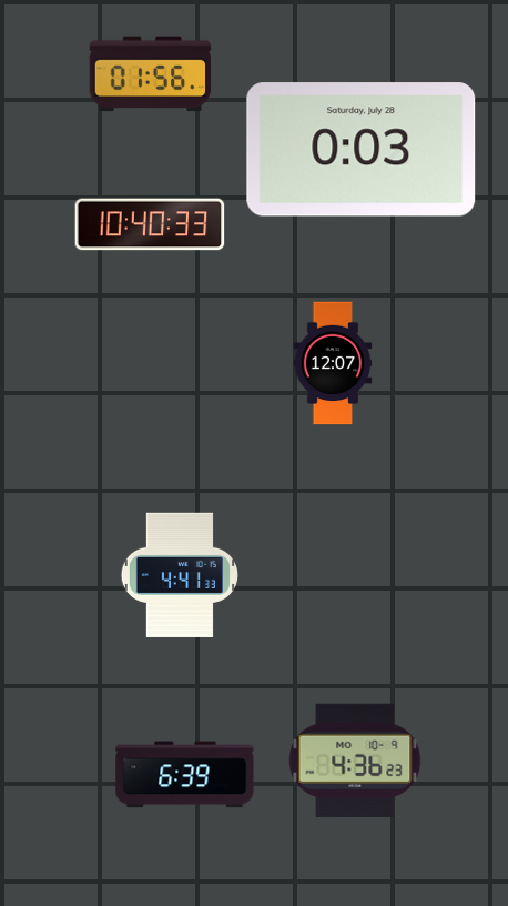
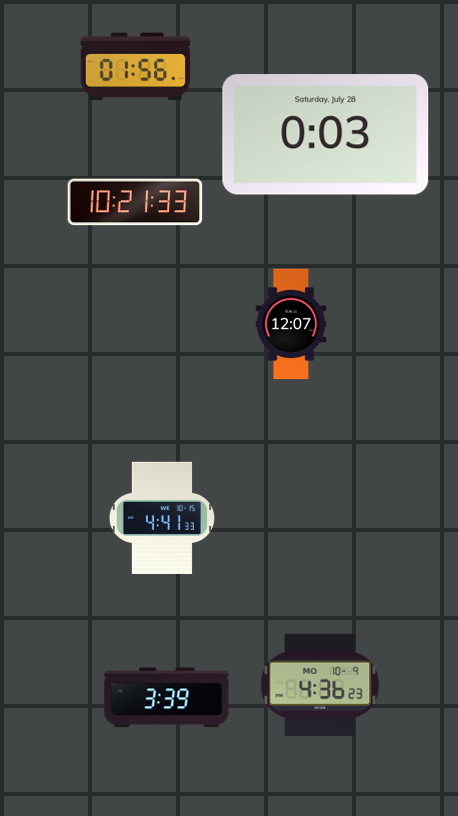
clock at (150, 224): 10:40 -> 10:21
clock at (333, 363) position: (333, 363) -> (291, 324)
clock at (185, 775): 6:39 -> 3:39
